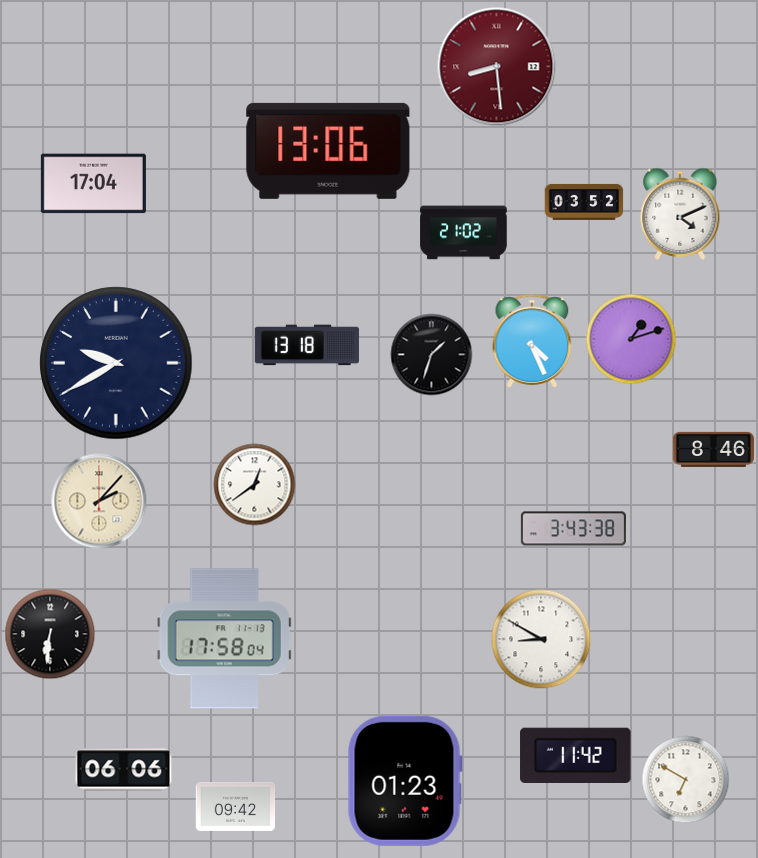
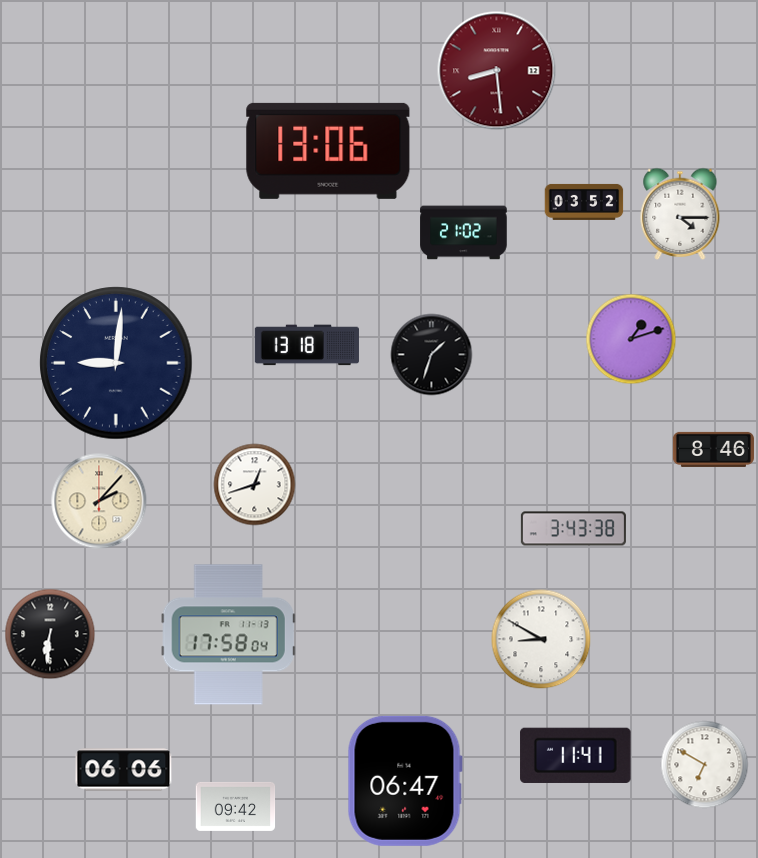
clock at (497, 67) position: (497, 67) -> (497, 71)
clock at (93, 184): 17:04 -> none
clock at (680, 214): 4:11 -> 4:15
clock at (532, 341): 4:26 -> none
clock at (116, 363): 9:40 -> 9:01
clock at (255, 485): 12:39 -> 12:42
clock at (224, 639) position: (224, 639) -> (228, 635)
clock at (576, 755): 11:42 -> 11:41
clock at (686, 780) position: (686, 780) -> (705, 765)
clock at (405, 781): 01:23 -> 06:47
